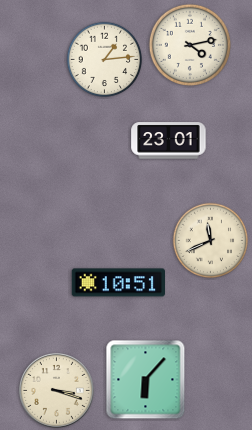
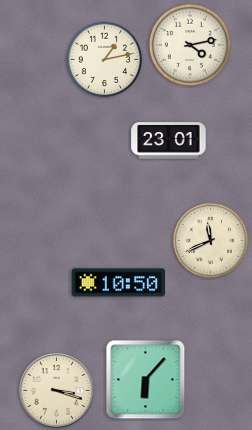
clock at (105, 60): 1:14 -> 1:13
clock at (118, 283): 10:51 -> 10:50
